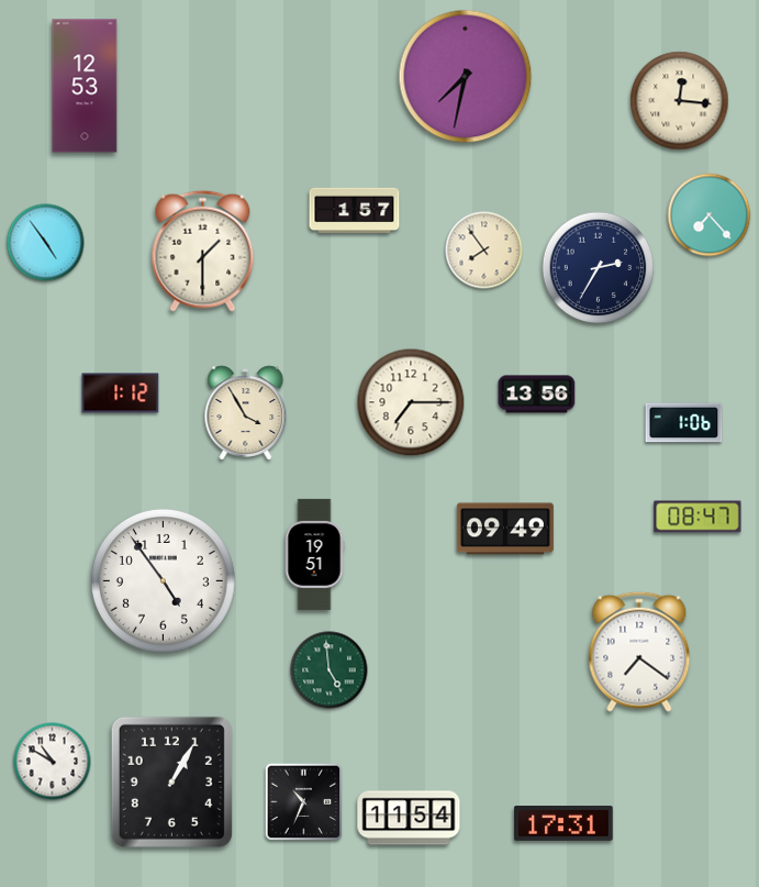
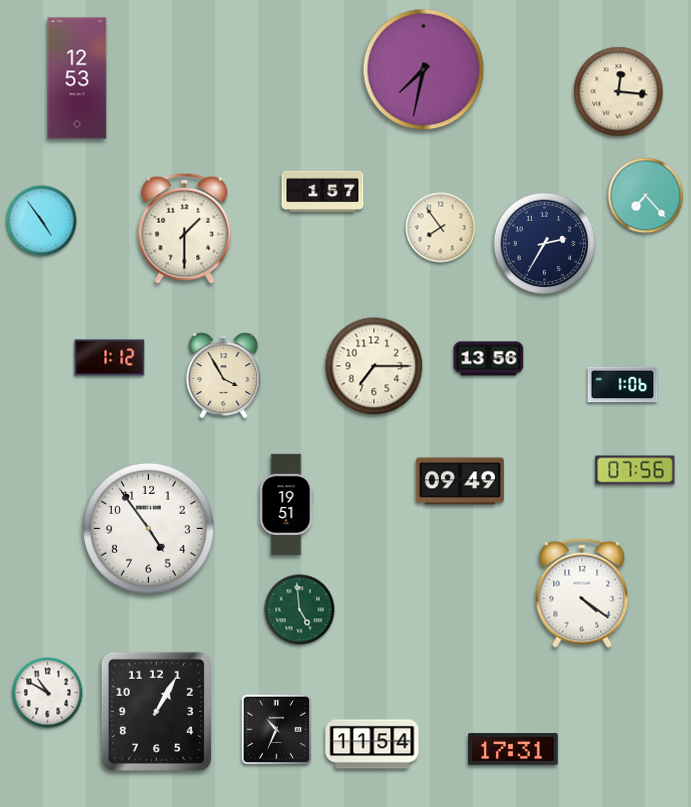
clock at (697, 517): 08:47 -> 07:56
clock at (639, 652): 7:21 -> 4:21
